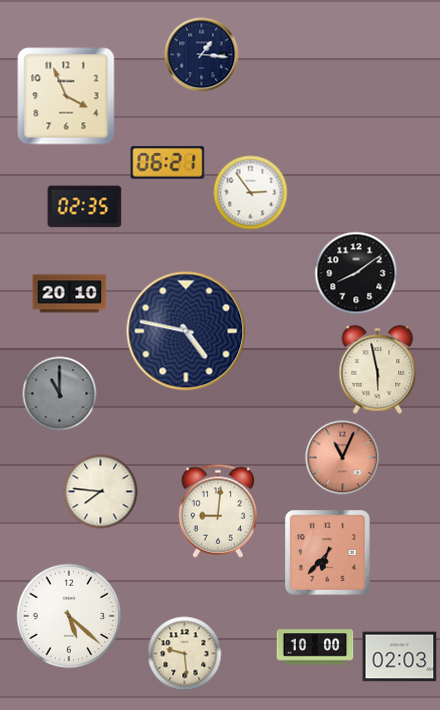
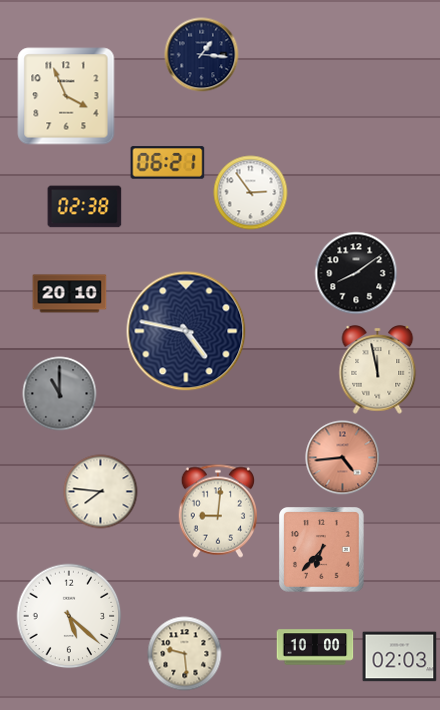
clock at (85, 207): 02:35 -> 02:38
clock at (378, 370): 5:58 -> 11:58
clock at (343, 458): 11:04 -> 4:44
clock at (328, 553) position: (328, 553) -> (322, 550)
